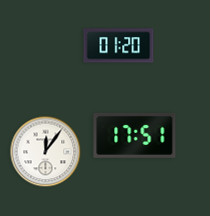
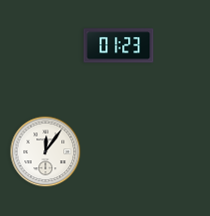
clock at (119, 46): 01:20 -> 01:23
clock at (135, 135): 17:51 -> none
